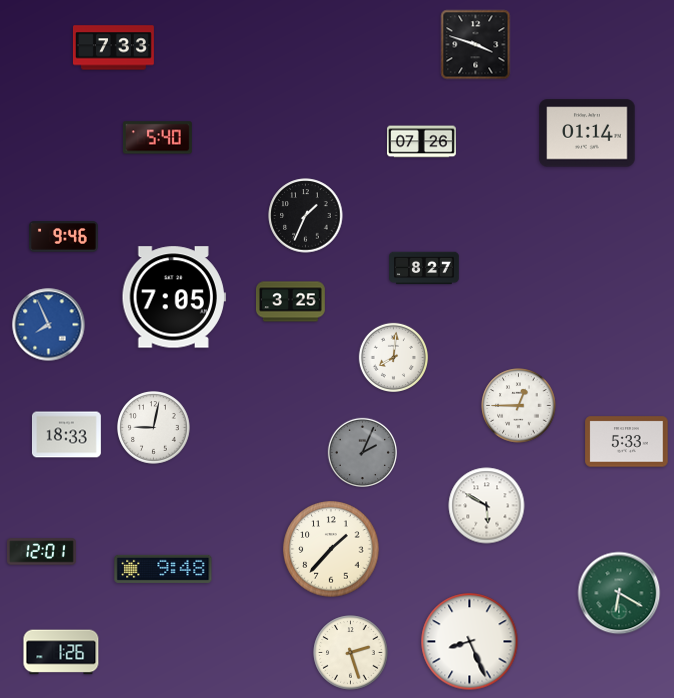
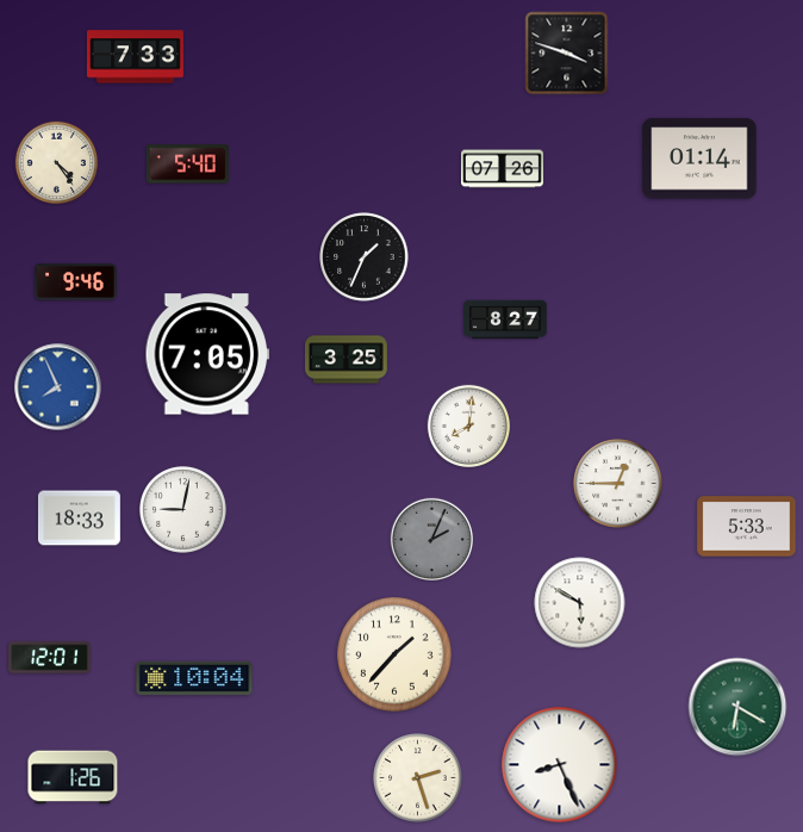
clock at (56, 162): none -> 4:24
clock at (163, 569): 9:48 -> 10:04
